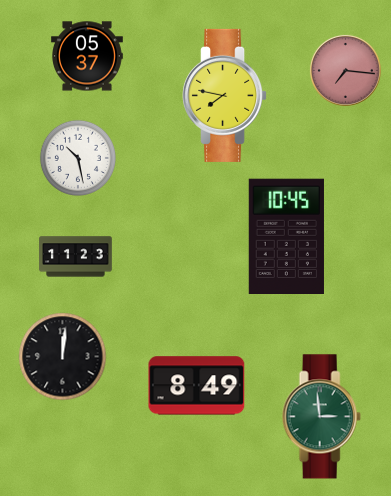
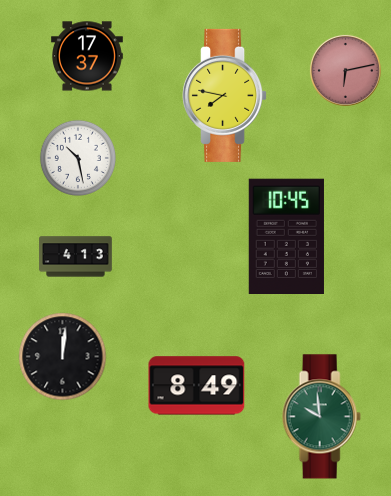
clock at (88, 56): 05:37 -> 17:37
clock at (345, 70): 7:16 -> 6:13
clock at (76, 257): 11:23 -> 4:13
clock at (321, 417): 2:59 -> 9:59
